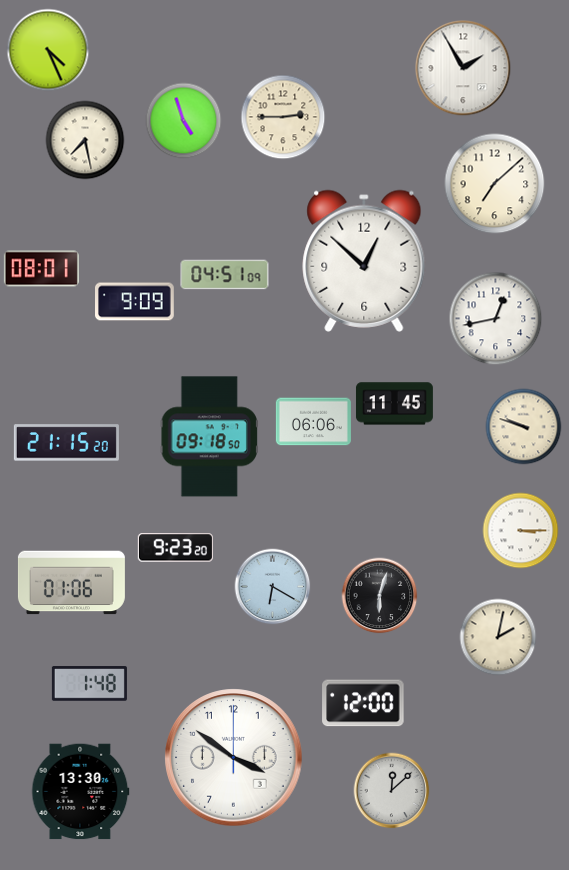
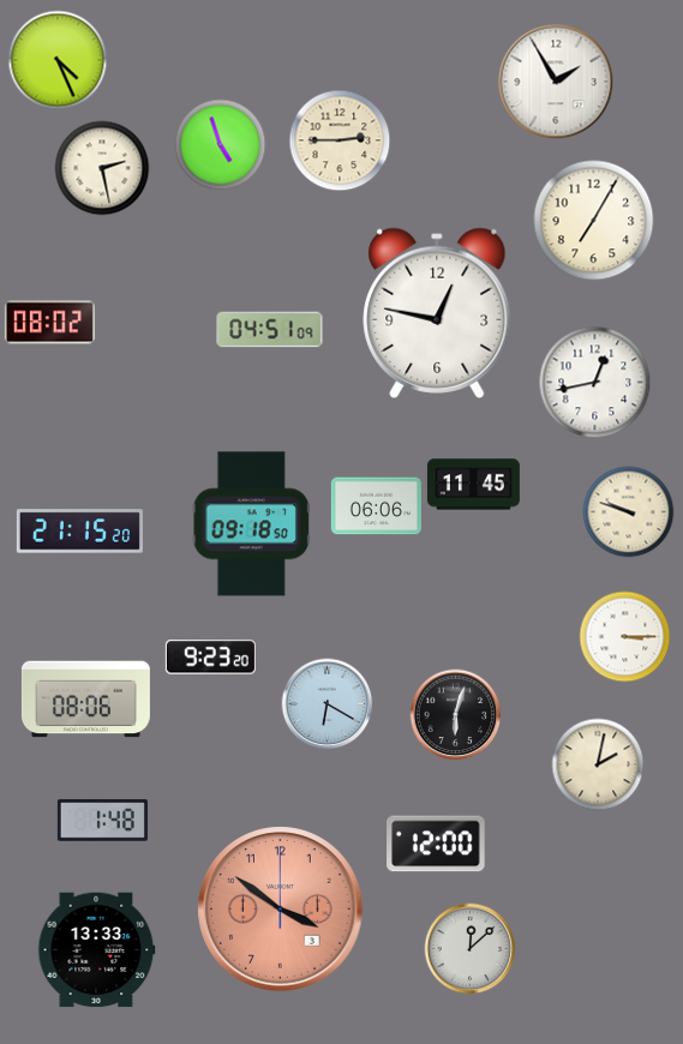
clock at (85, 140): 7:28 -> 2:28
clock at (495, 184): 7:08 -> 7:05
clock at (364, 261): 12:52 -> 12:47
clock at (41, 269): 08:01 -> 08:02
clock at (135, 302): 9:09 -> none
clock at (71, 583): 01:06 -> 08:06
clock at (89, 684) position: (89, 684) -> (102, 821)
clock at (234, 758) dial: white -> salmon
clock at (81, 792): 13:30 -> 13:33
